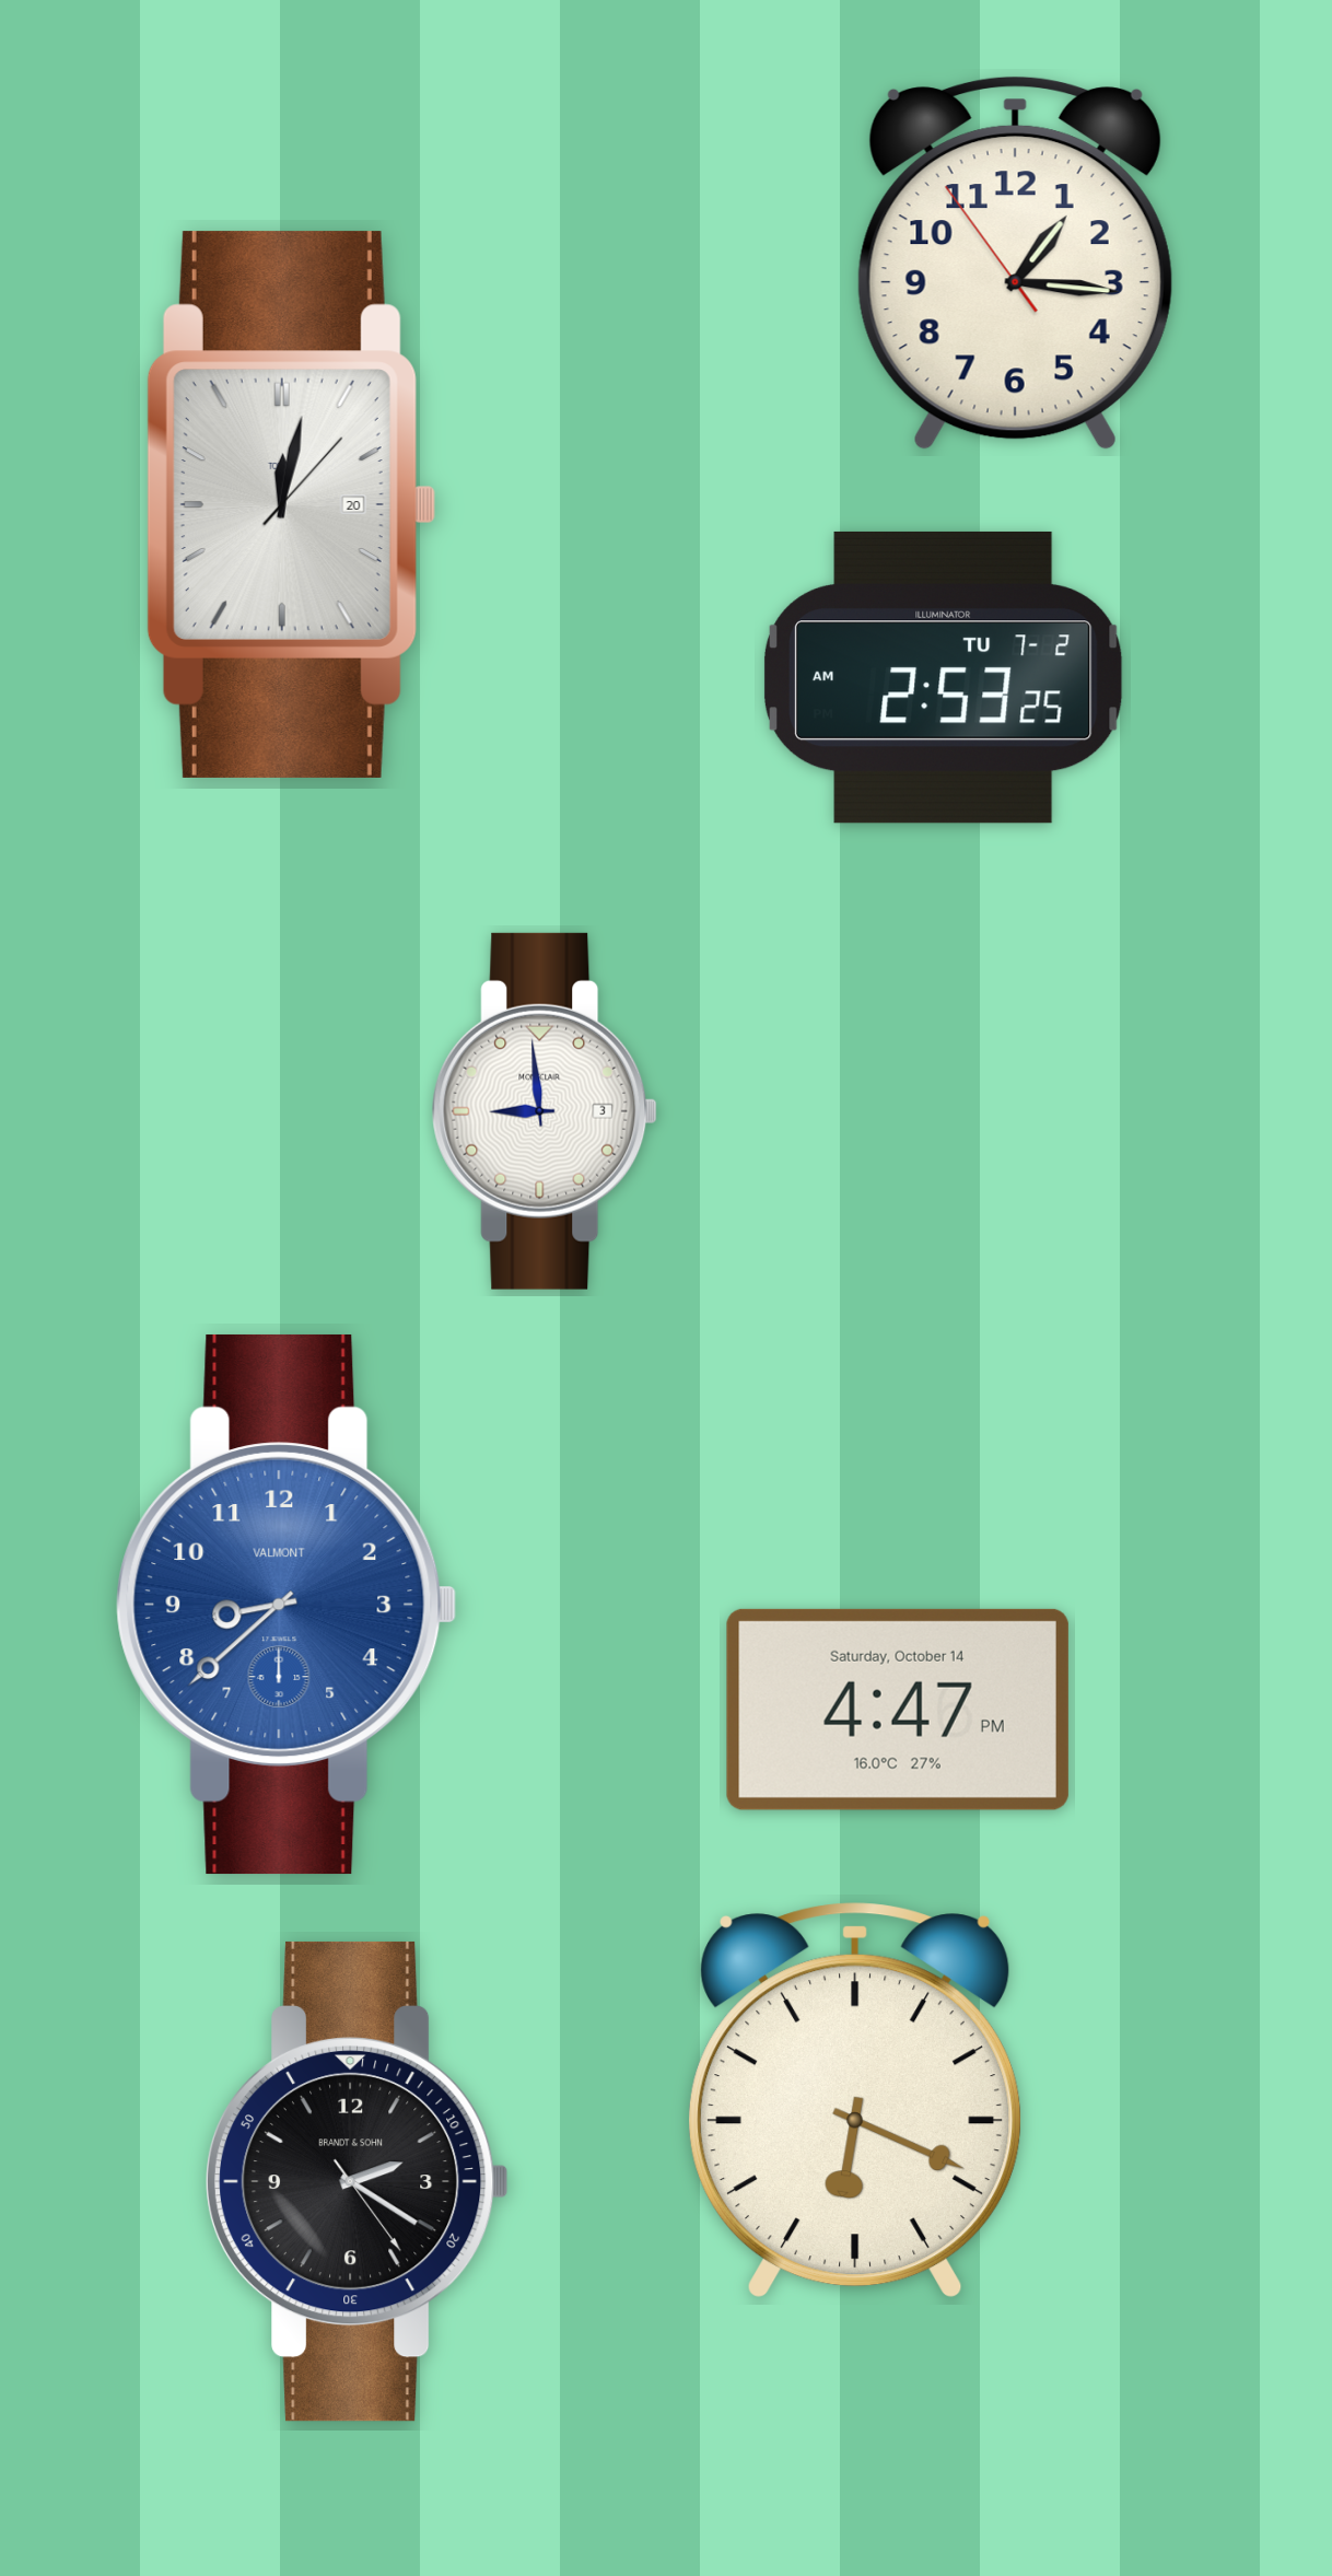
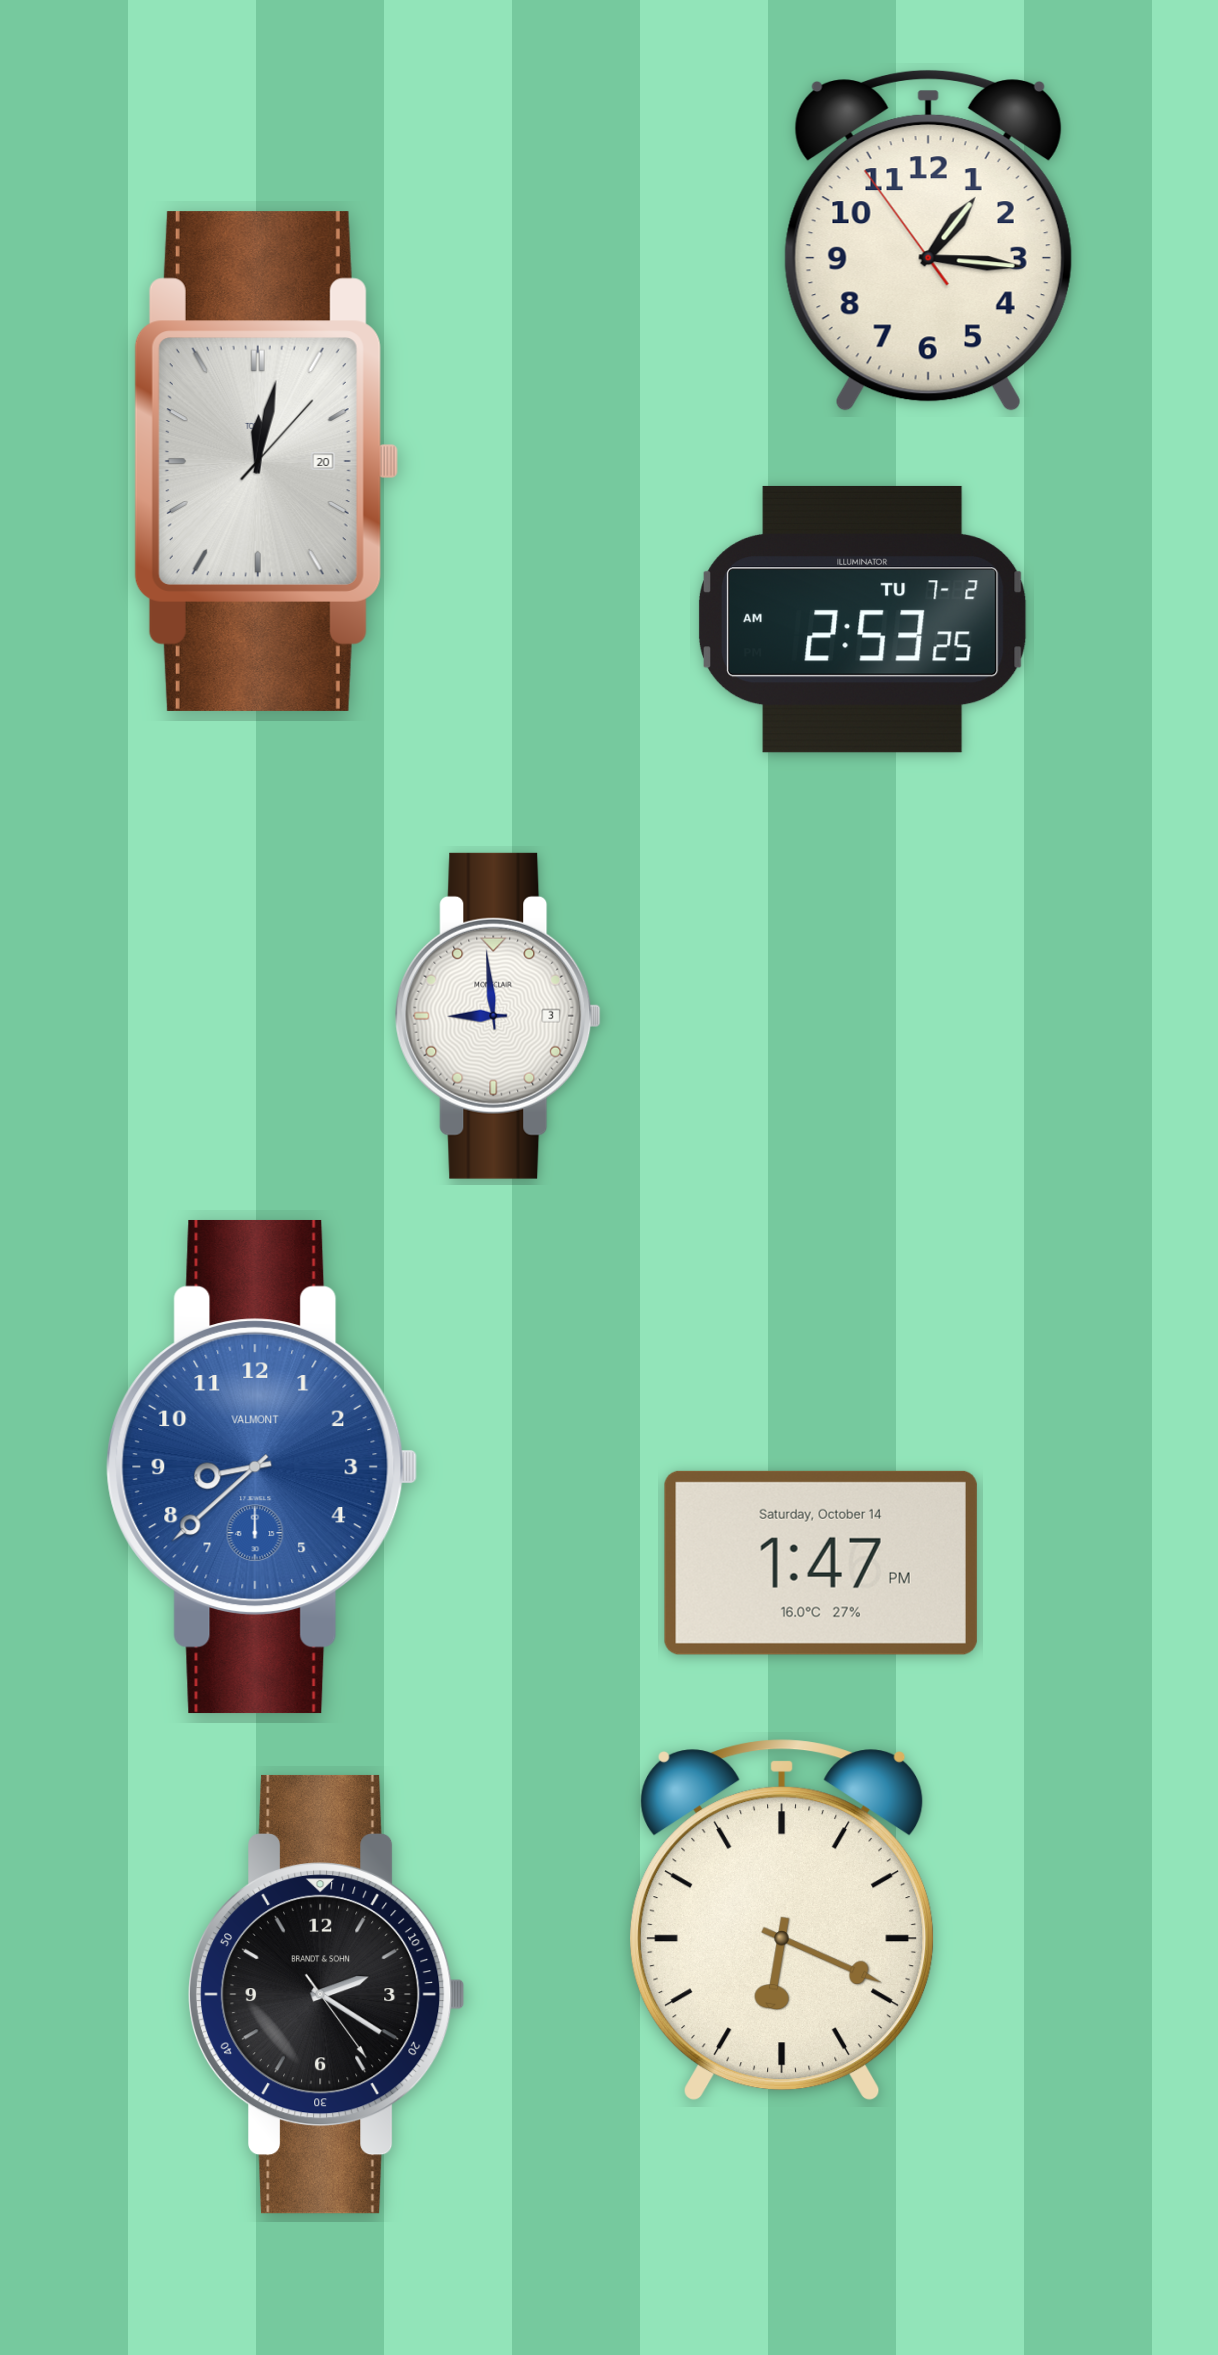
clock at (898, 1710): 4:47 -> 1:47
